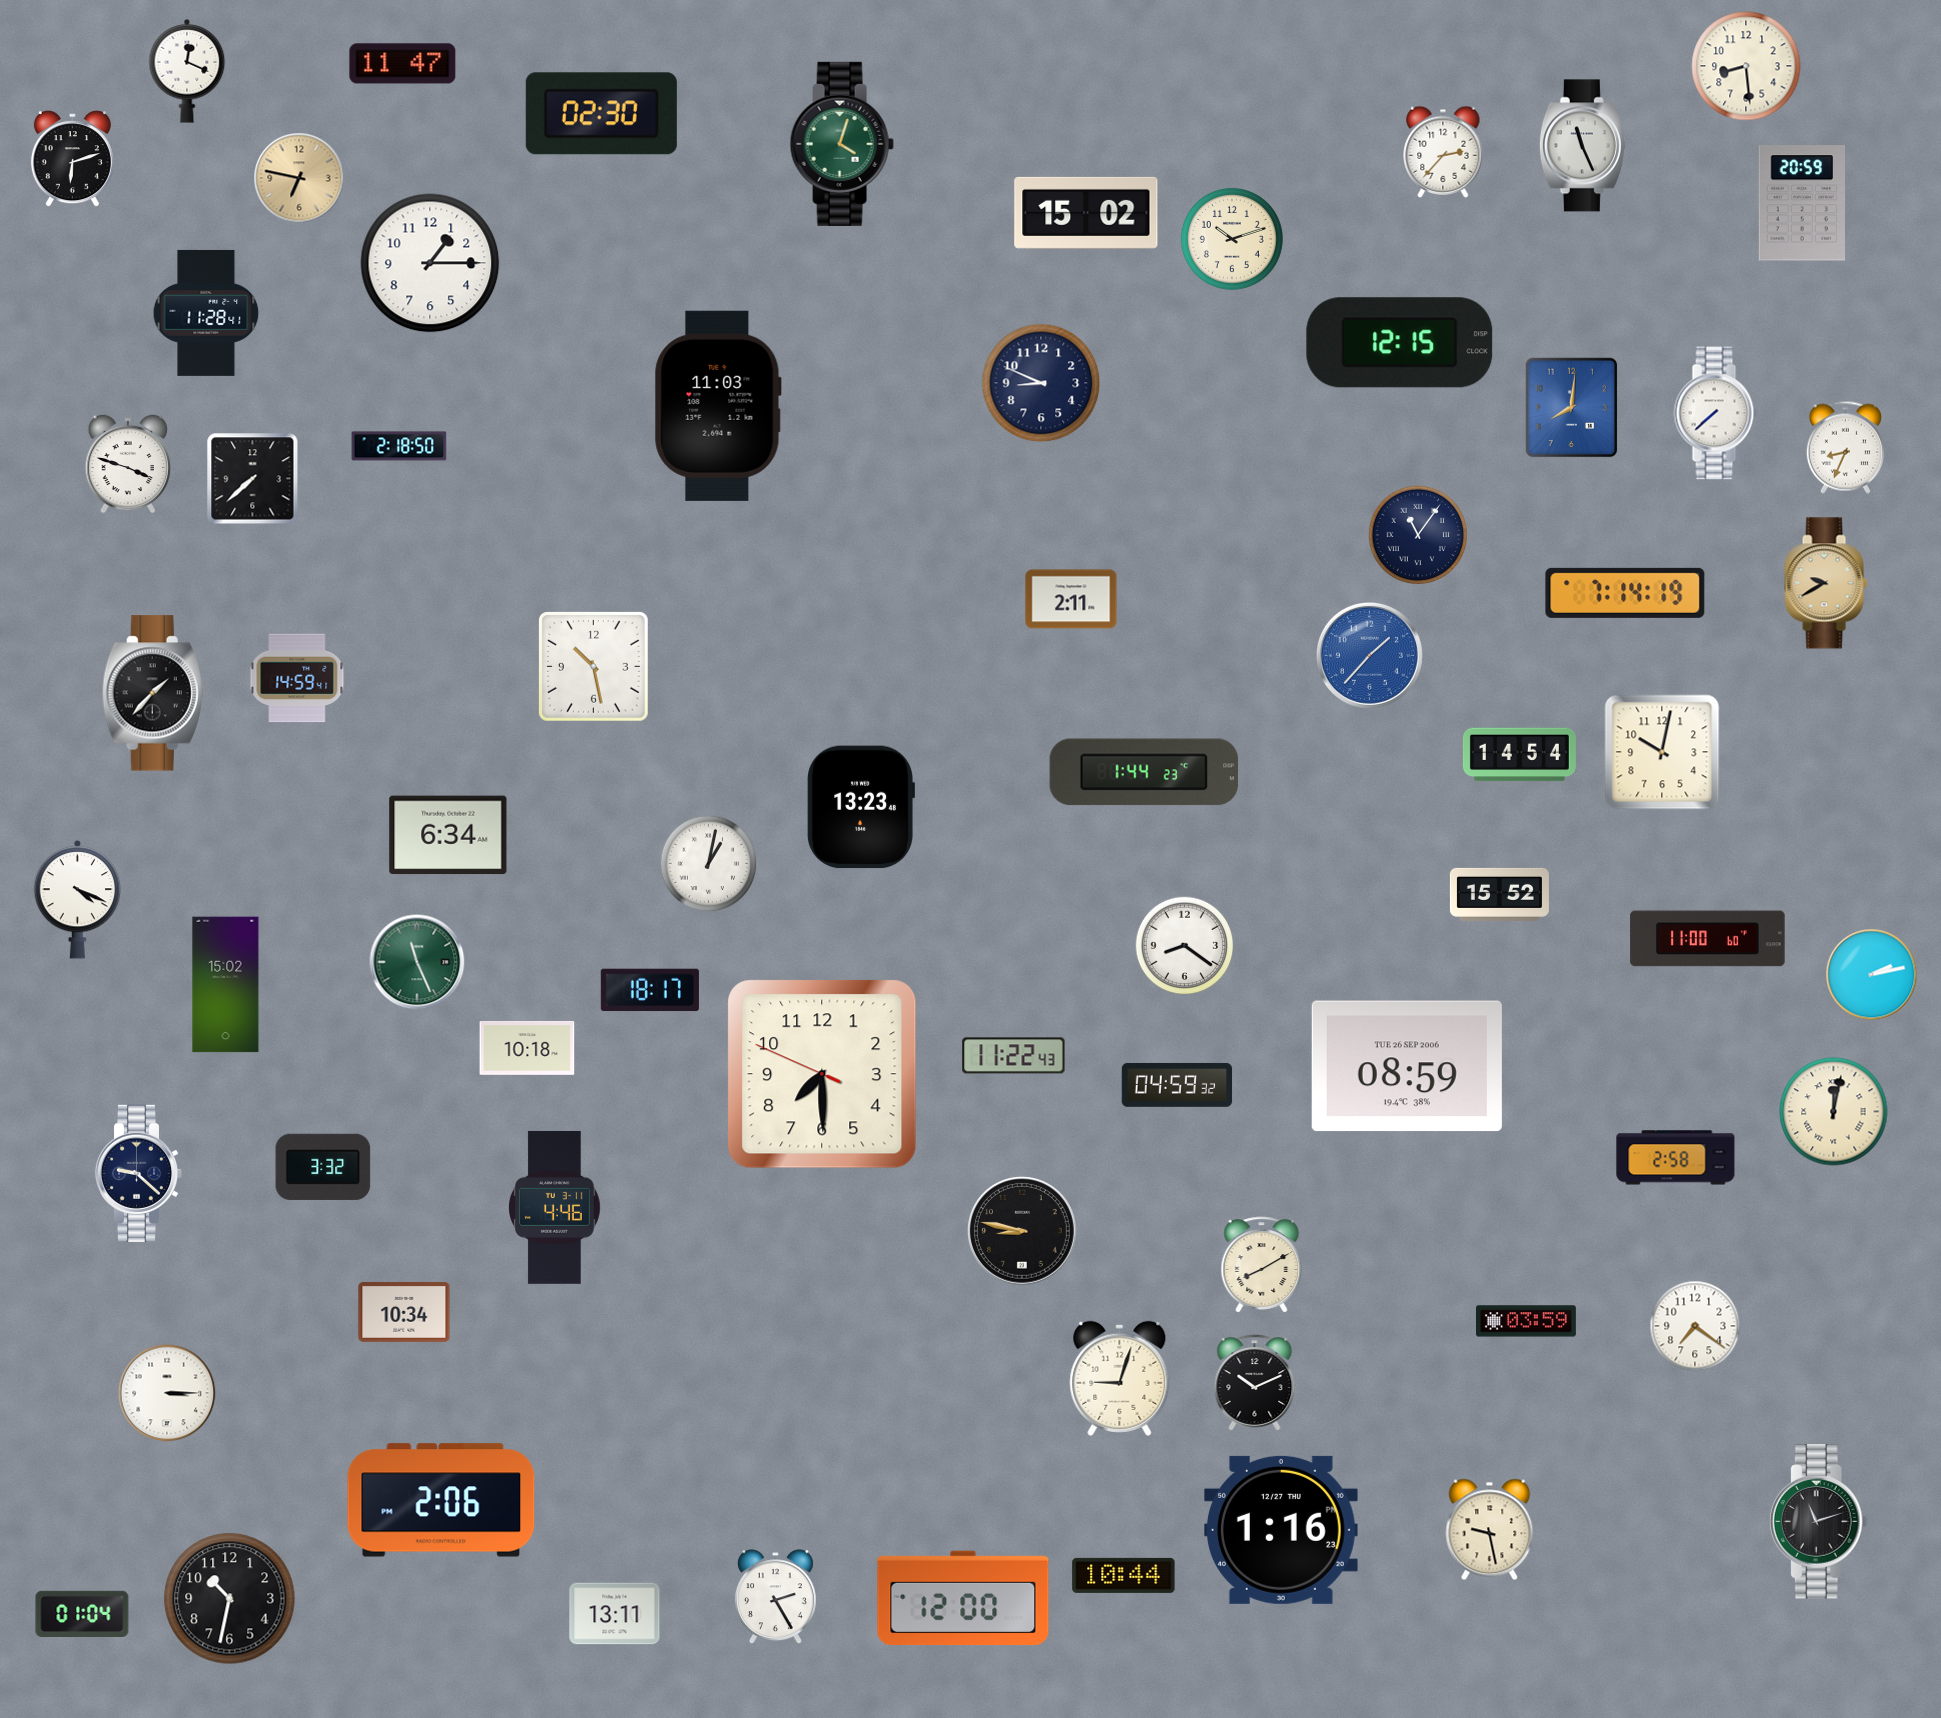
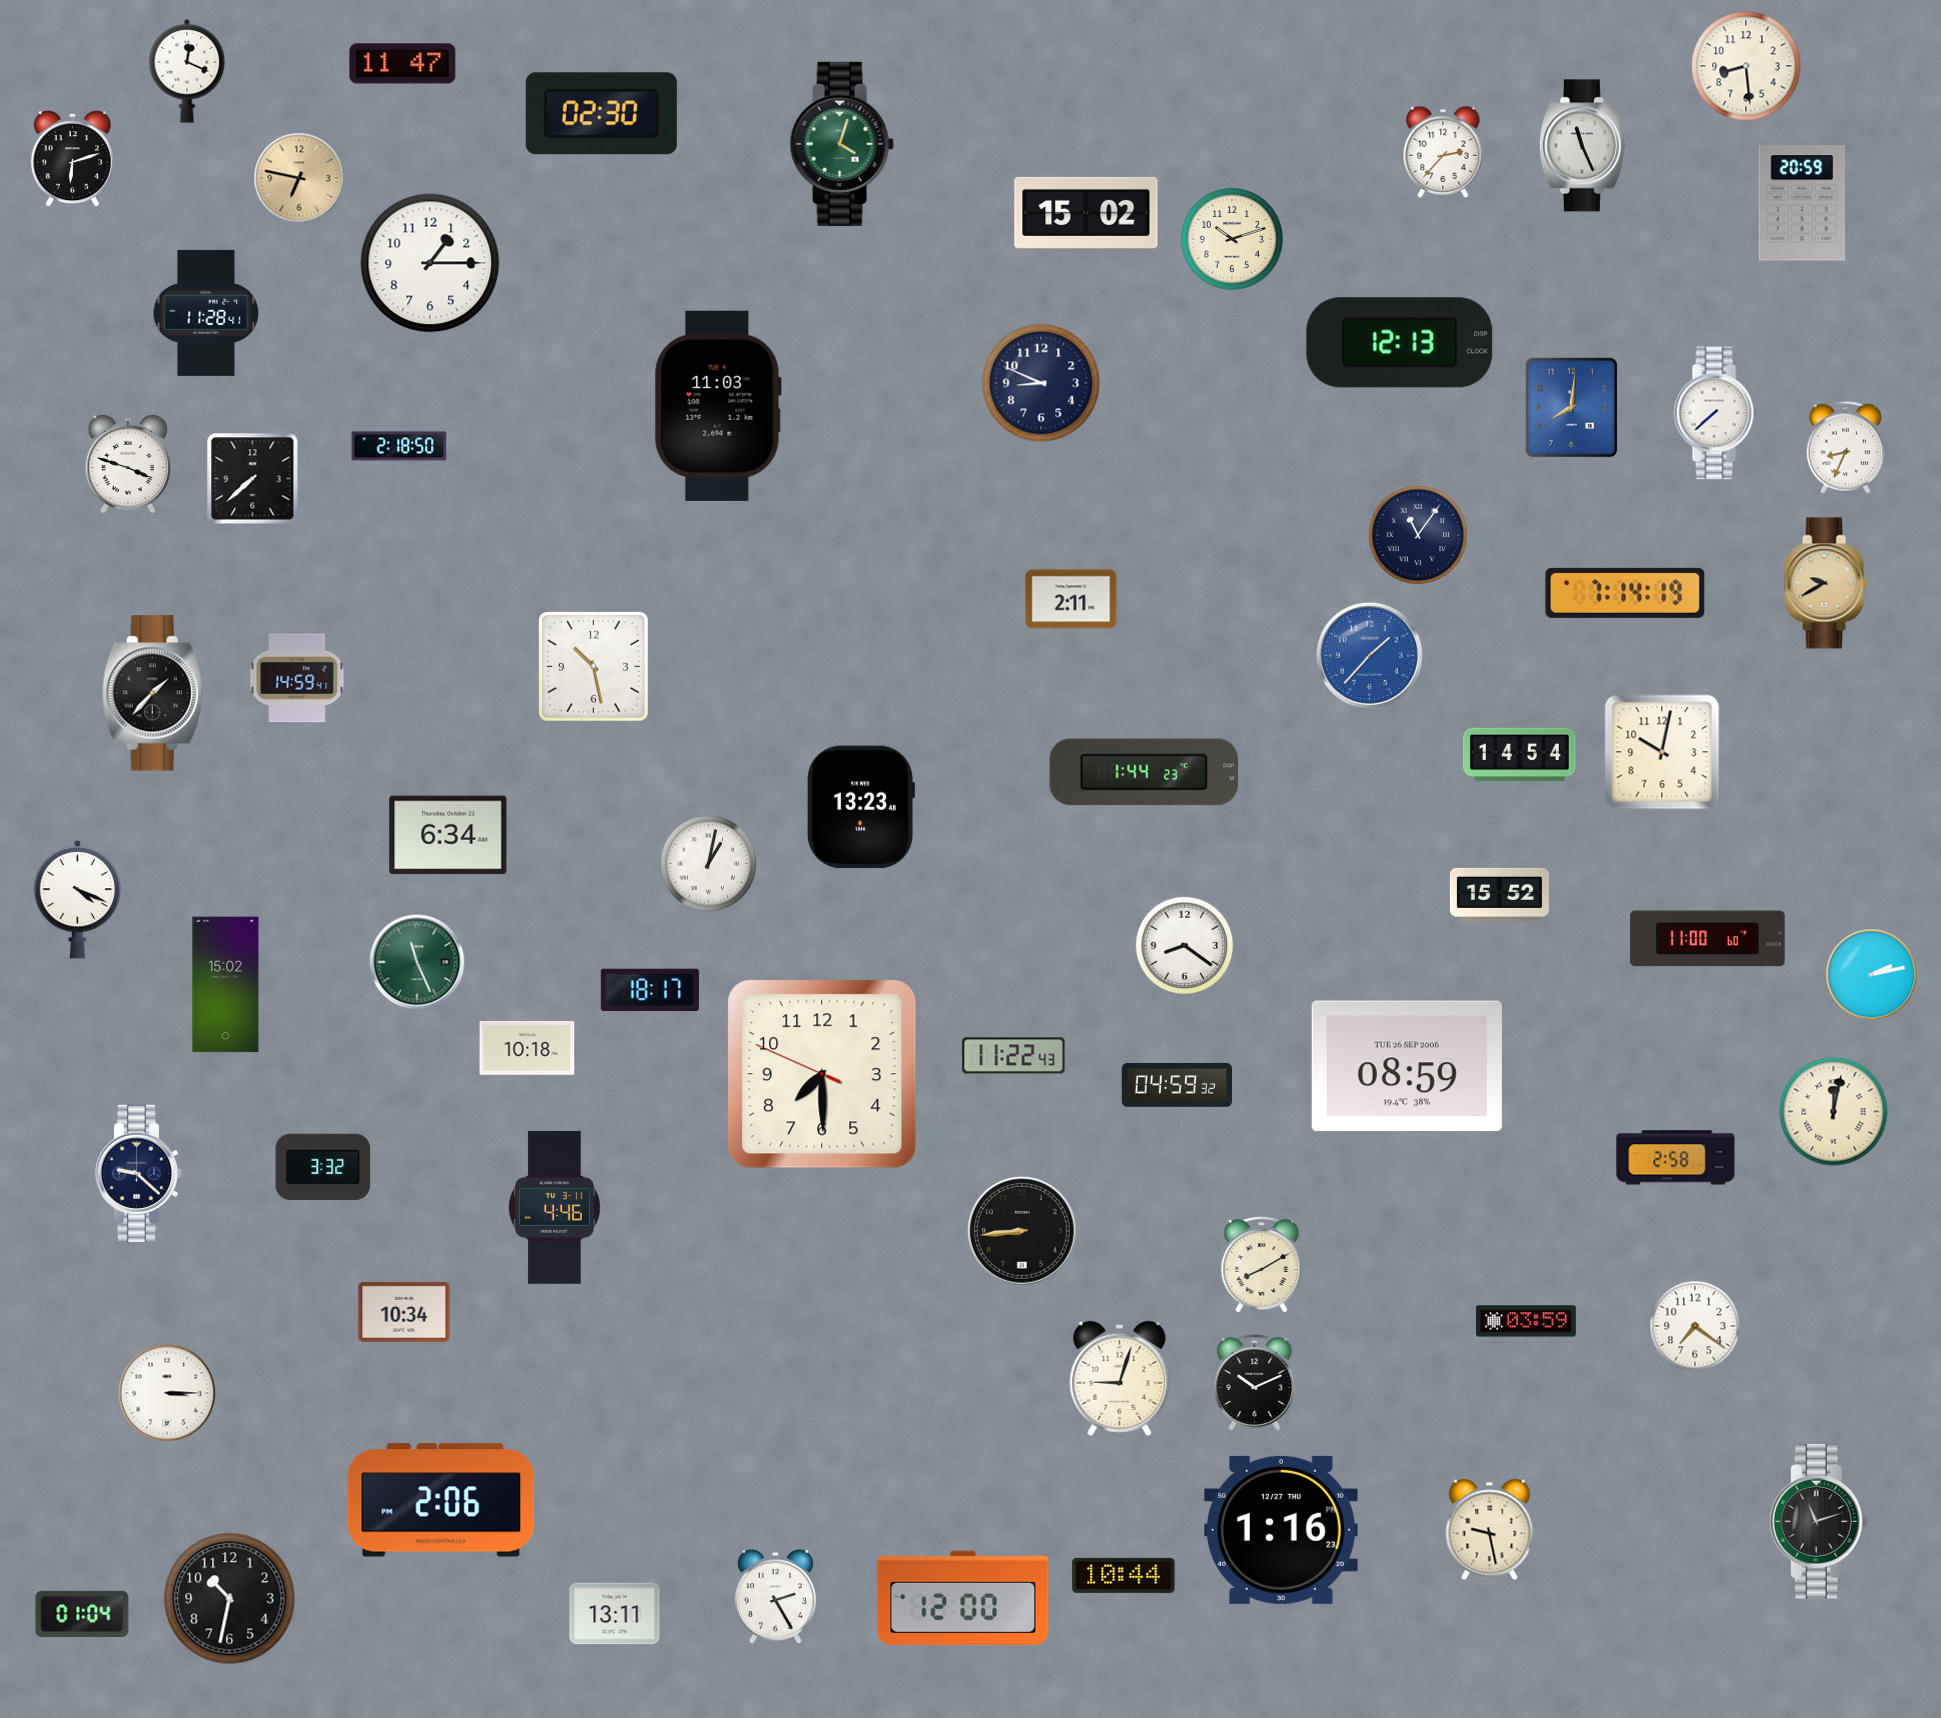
clock at (1400, 343): 12:15 -> 12:13
clock at (1023, 1232): 8:47 -> 8:44
